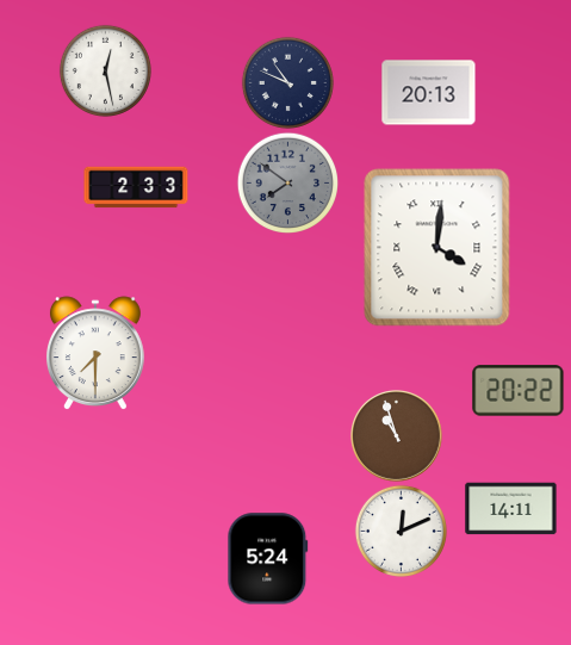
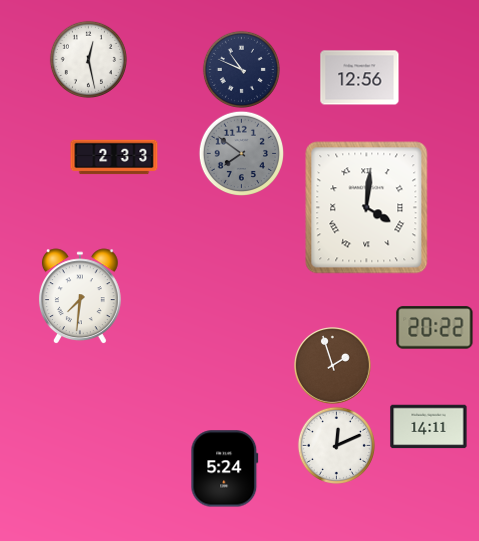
clock at (429, 93): 20:13 -> 12:56
clock at (95, 353): 7:30 -> 7:31
clock at (397, 436): 10:57 -> 1:57
